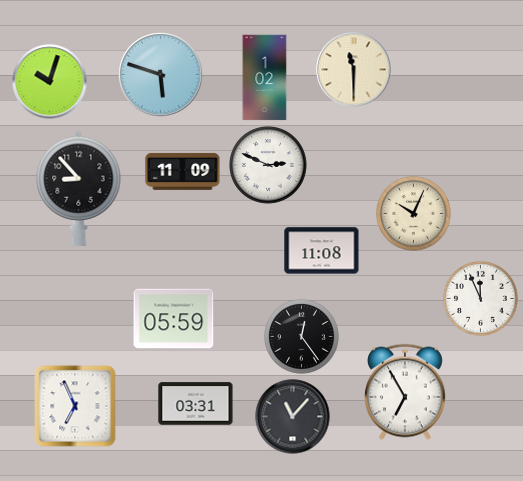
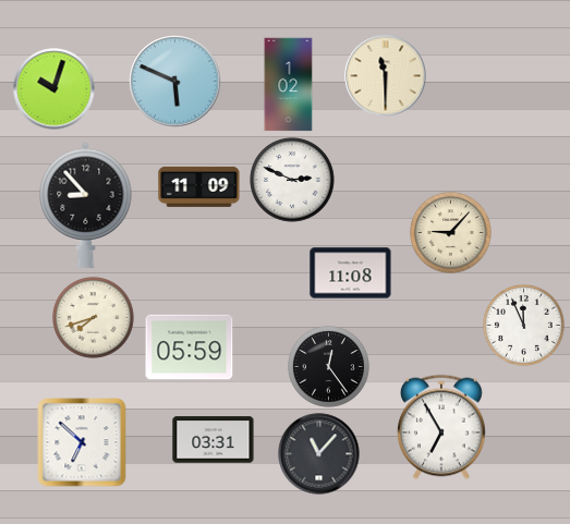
clock at (161, 75): 5:48 -> 5:49
clock at (414, 214): 10:04 -> 9:07
clock at (94, 318): none -> 7:42
clock at (75, 406): 6:56 -> 6:52
